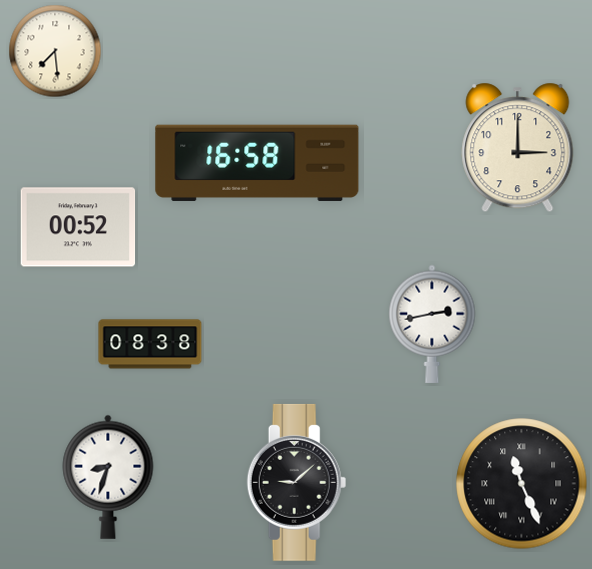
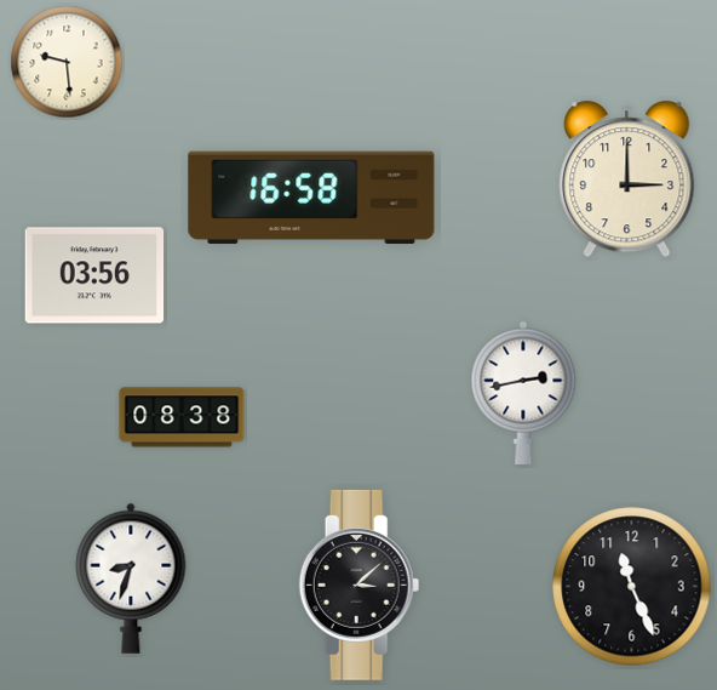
clock at (55, 51): 7:29 -> 9:29
clock at (78, 227): 00:52 -> 03:56
clock at (297, 482): 9:08 -> 3:08
clock at (522, 484) numerals: Roman -> Arabic
